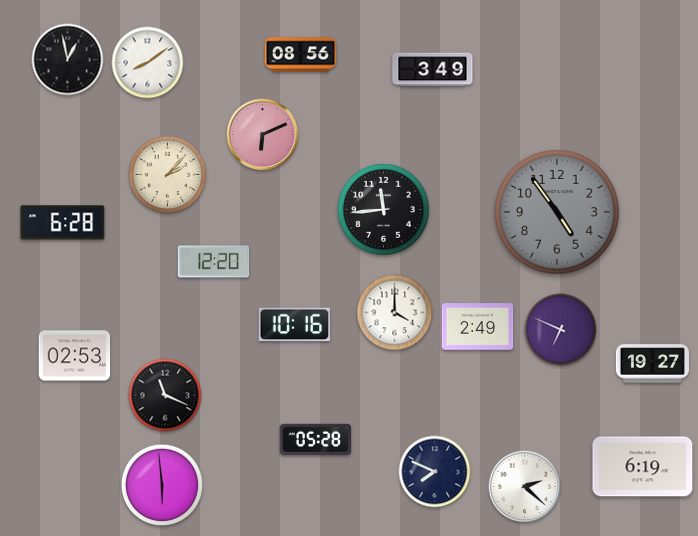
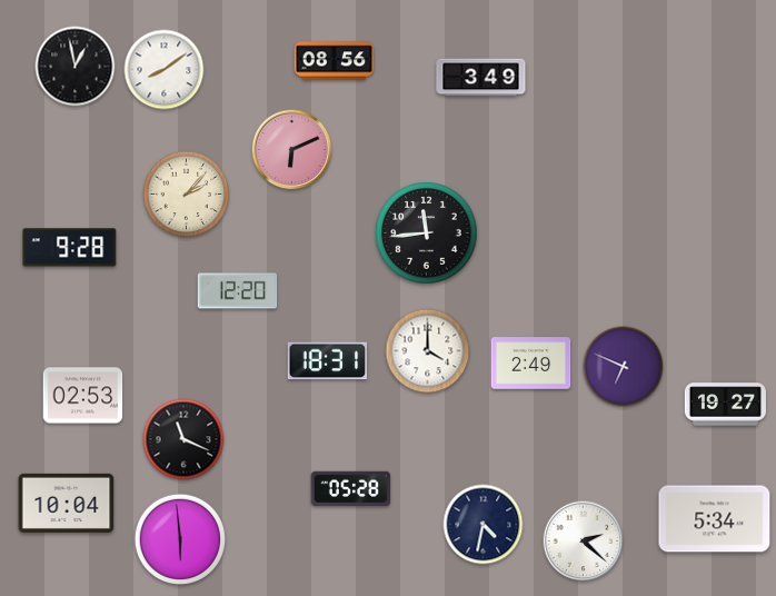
clock at (557, 212): 4:54 -> none
clock at (63, 223): 6:28 -> 9:28
clock at (395, 313) position: (395, 313) -> (428, 351)
clock at (295, 325): 10:16 -> 18:31
clock at (67, 503): none -> 10:04
clock at (643, 467): 6:19 -> 5:34
clock at (435, 472): 7:49 -> 4:32
